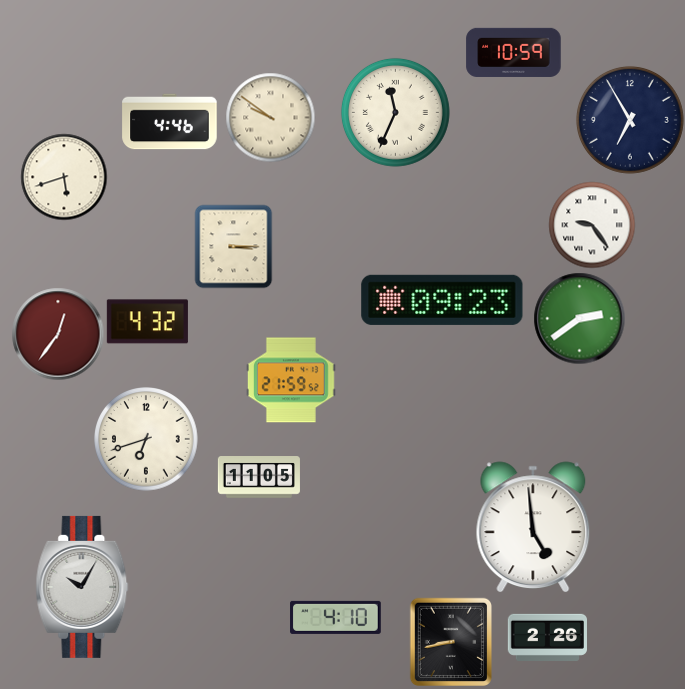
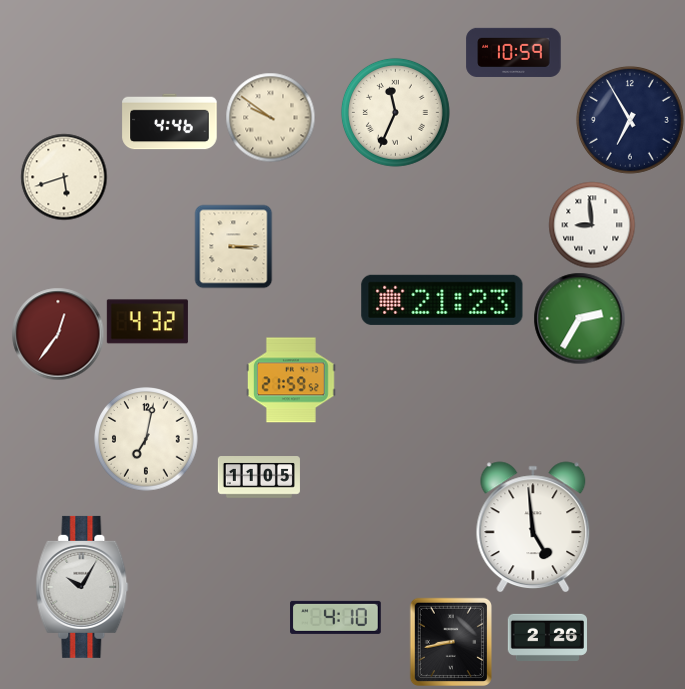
clock at (592, 225): 9:24 -> 8:59
clock at (442, 300): 09:23 -> 21:23
clock at (579, 318): 2:39 -> 2:35
clock at (146, 439): 6:42 -> 7:02
